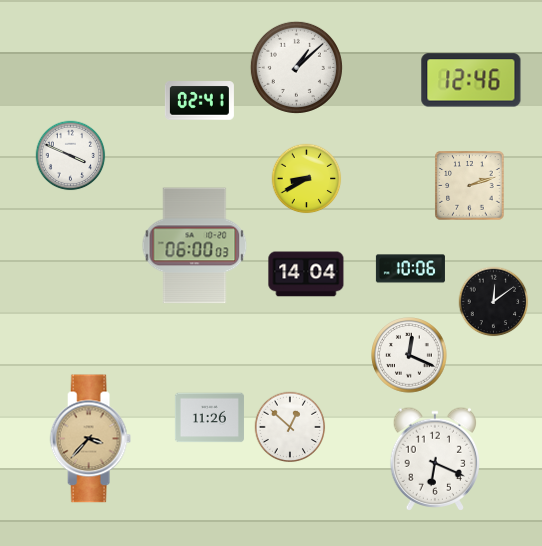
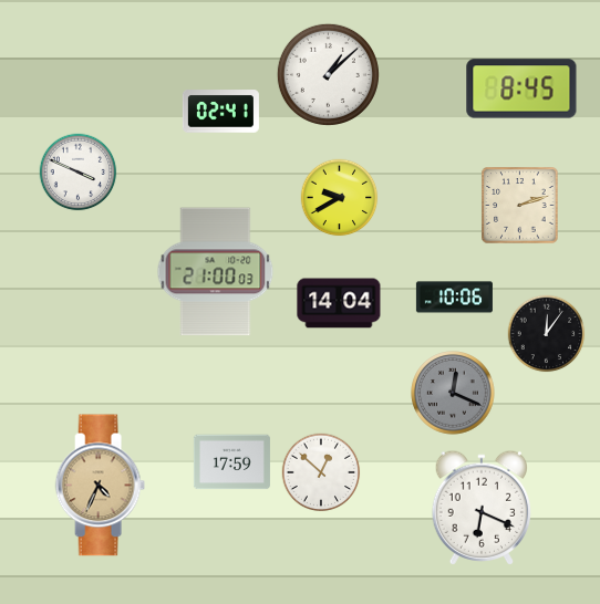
clock at (471, 80): 12:46 -> 8:45
clock at (307, 179): 8:40 -> 9:40
clock at (195, 246): 06:00 -> 21:00
clock at (494, 302): 12:09 -> 12:06
clock at (409, 355) dial: white -> grey
clock at (209, 418): 11:26 -> 17:59
clock at (90, 439): 3:37 -> 4:34
